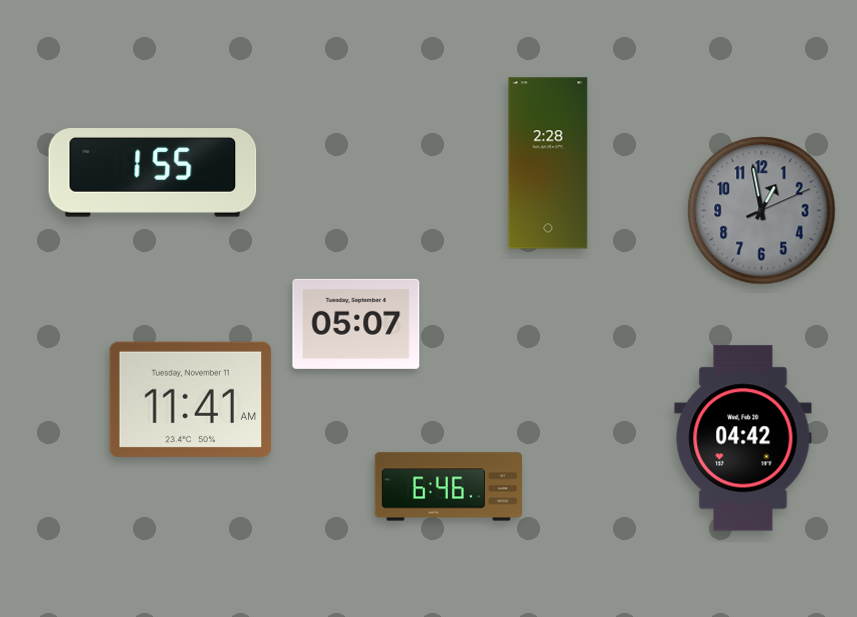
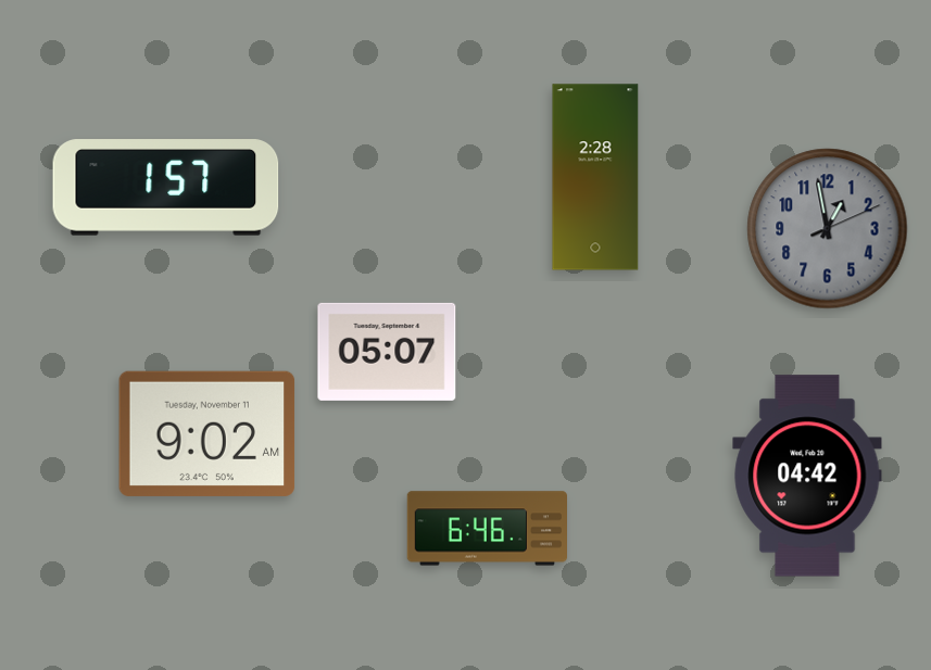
clock at (153, 173): 1:55 -> 1:57
clock at (191, 399): 11:41 -> 9:02
